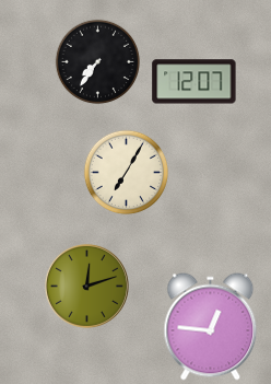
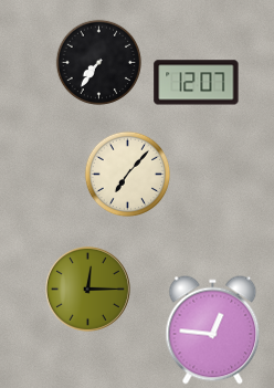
clock at (126, 172): 7:05 -> 7:07
clock at (86, 286): 12:12 -> 12:15
